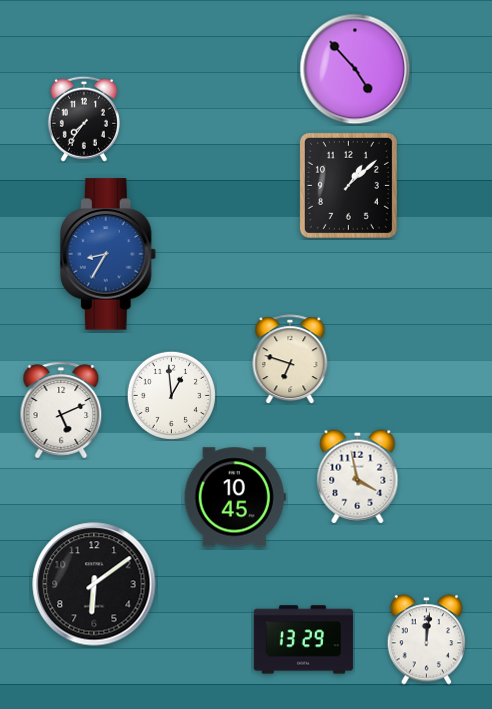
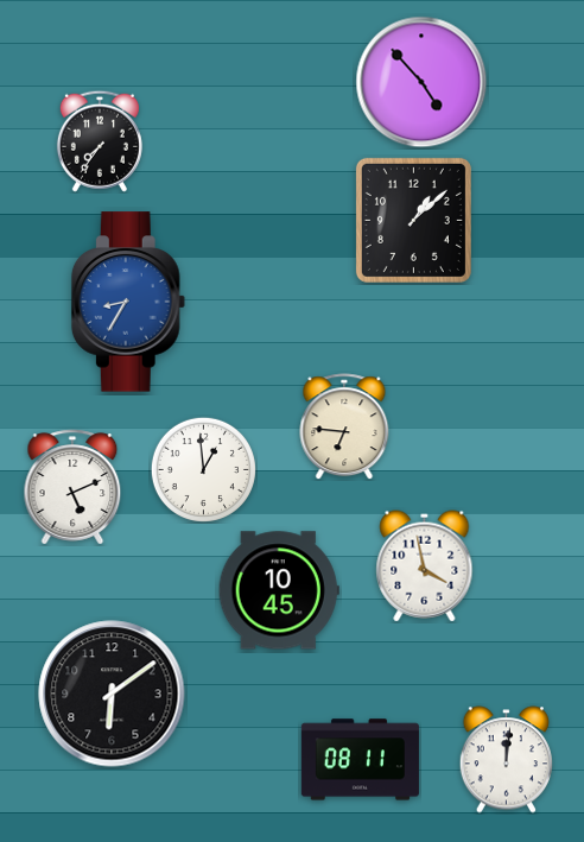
clock at (290, 359): 6:48 -> 6:46
clock at (303, 640): 13:29 -> 08:11
